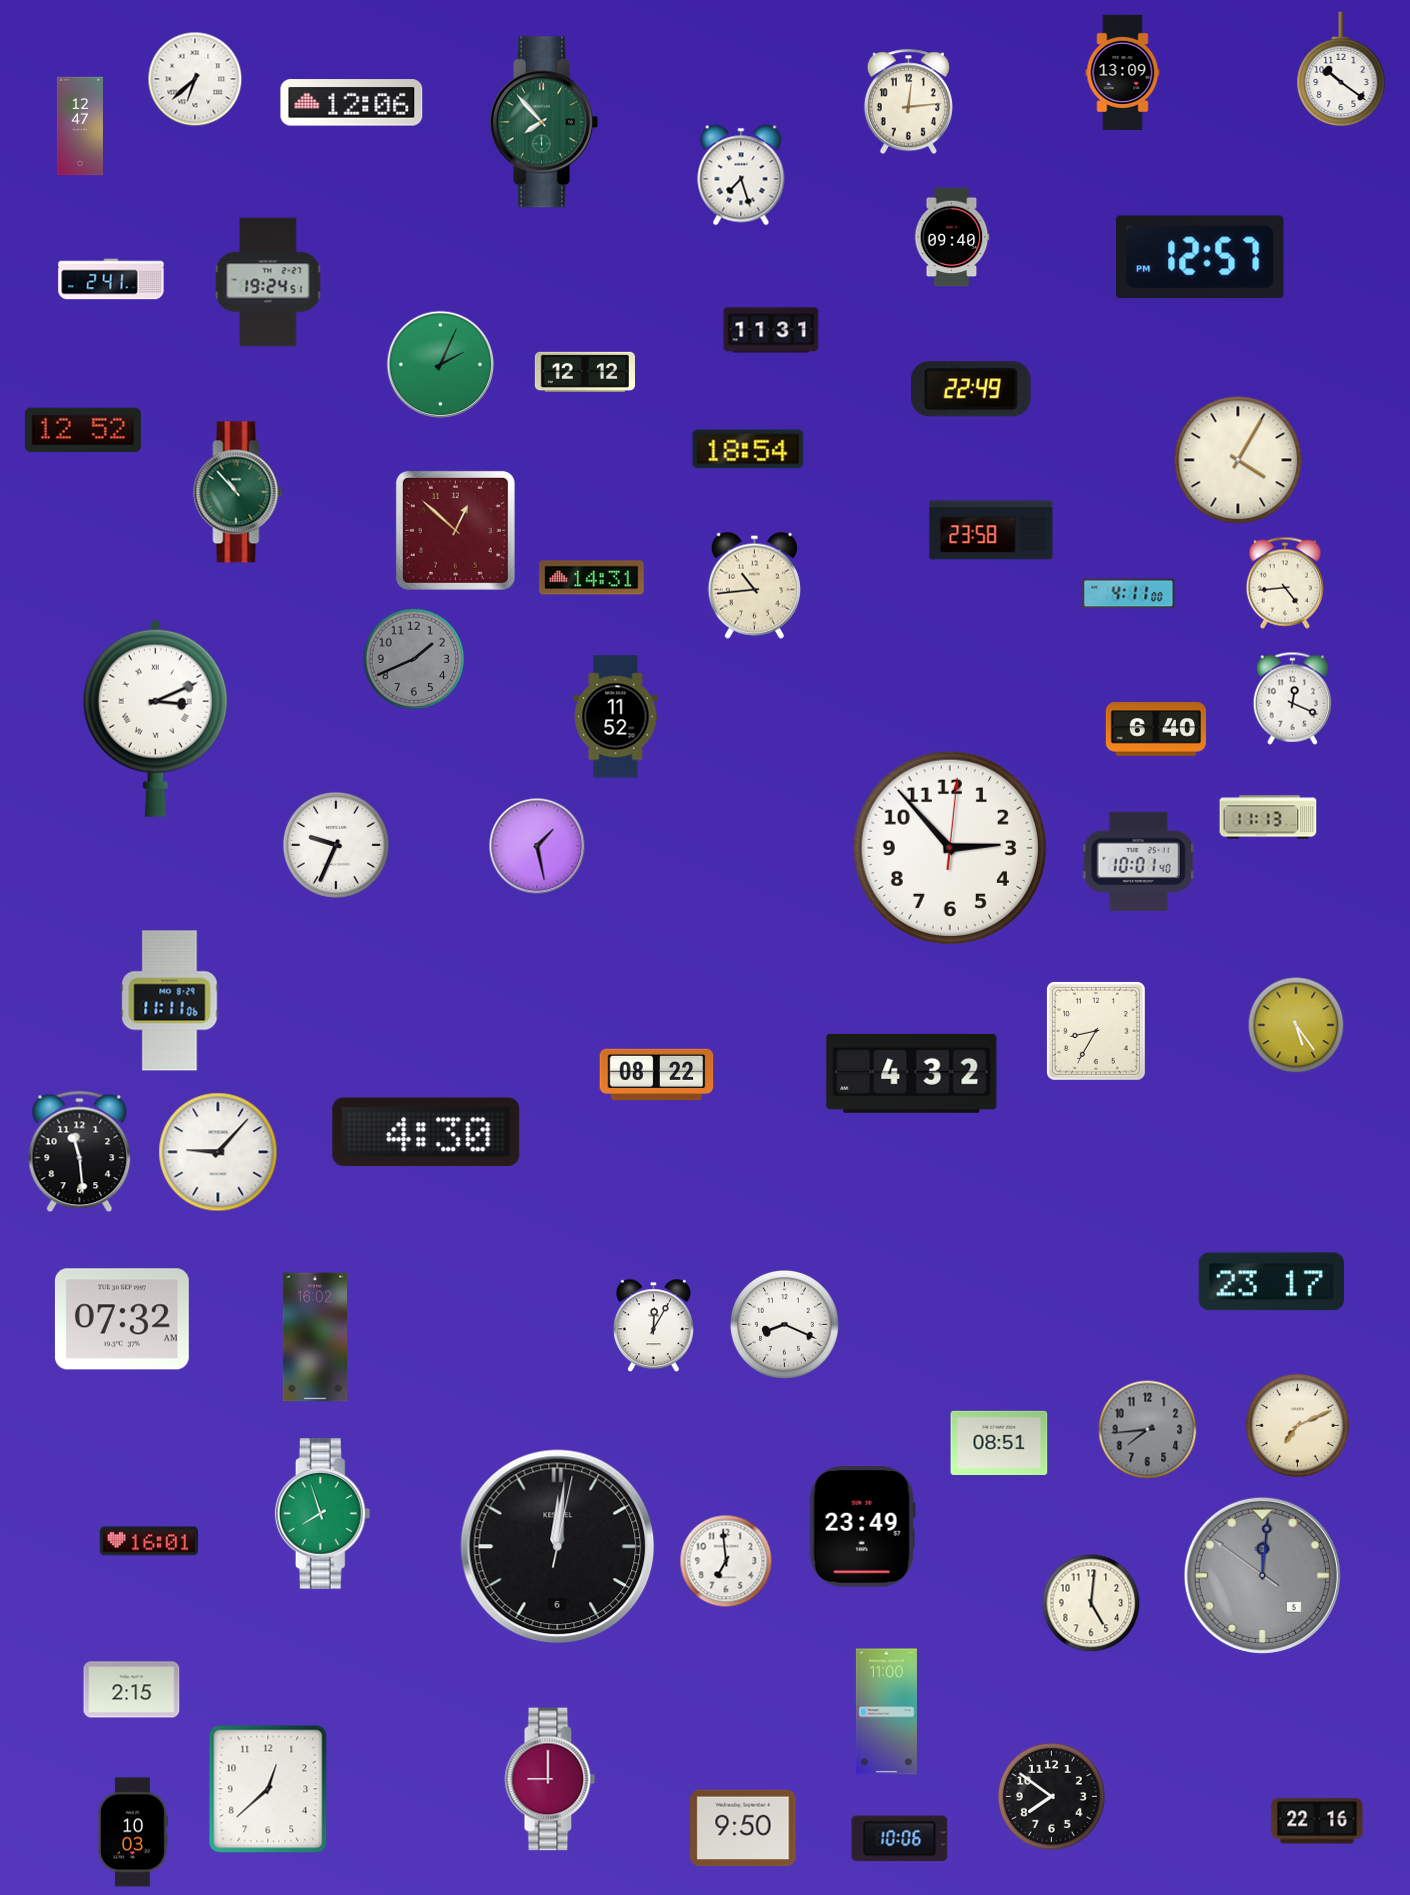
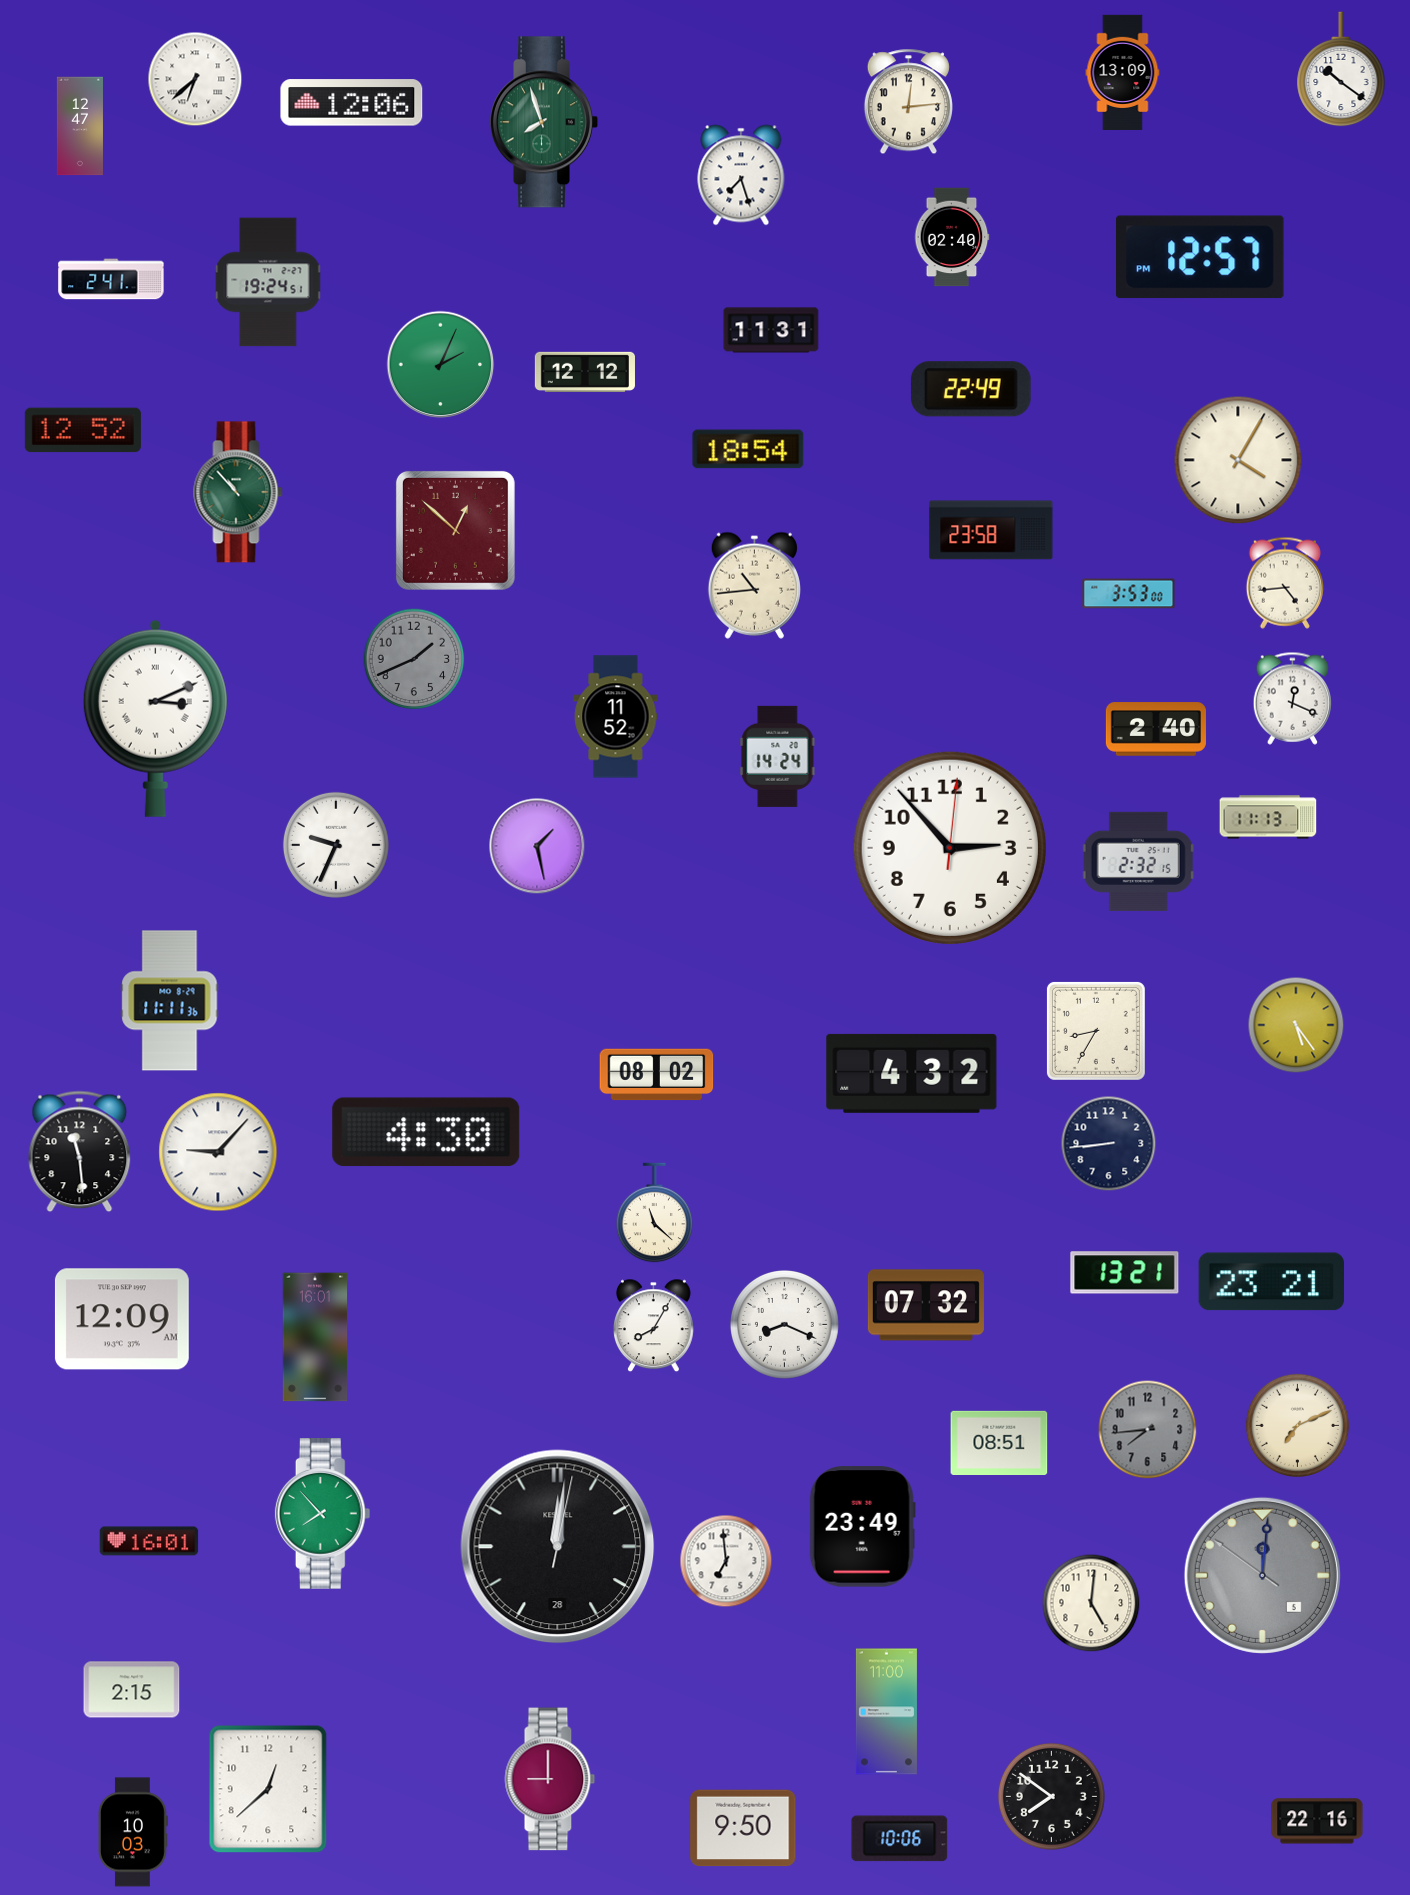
clock at (543, 122): 7:53 -> 7:57
clock at (952, 237): 09:40 -> 02:40
clock at (592, 578): 14:31 -> none
clock at (1129, 594): 4:11 -> 3:53
clock at (1156, 729): 6:40 -> 2:40
clock at (778, 756): none -> 14:24
clock at (1138, 861): 10:01 -> 2:32
clock at (170, 1001): 11:11:06 -> 11:11:36
clock at (657, 1075): 08:22 -> 08:02
clock at (1109, 1144): none -> 8:44
clock at (655, 1213): none -> 11:22
clock at (1125, 1273): none -> 13:21
clock at (1271, 1282): 23:17 -> 23:21
clock at (926, 1305): none -> 07:32
clock at (122, 1319): 07:32 -> 12:09
clock at (654, 1326): 12:05 -> 8:05
clock at (315, 1337): 16:02 -> 16:01
clock at (323, 1514): 7:57 -> 7:53
clock at (558, 1547) date: 6 -> 28
